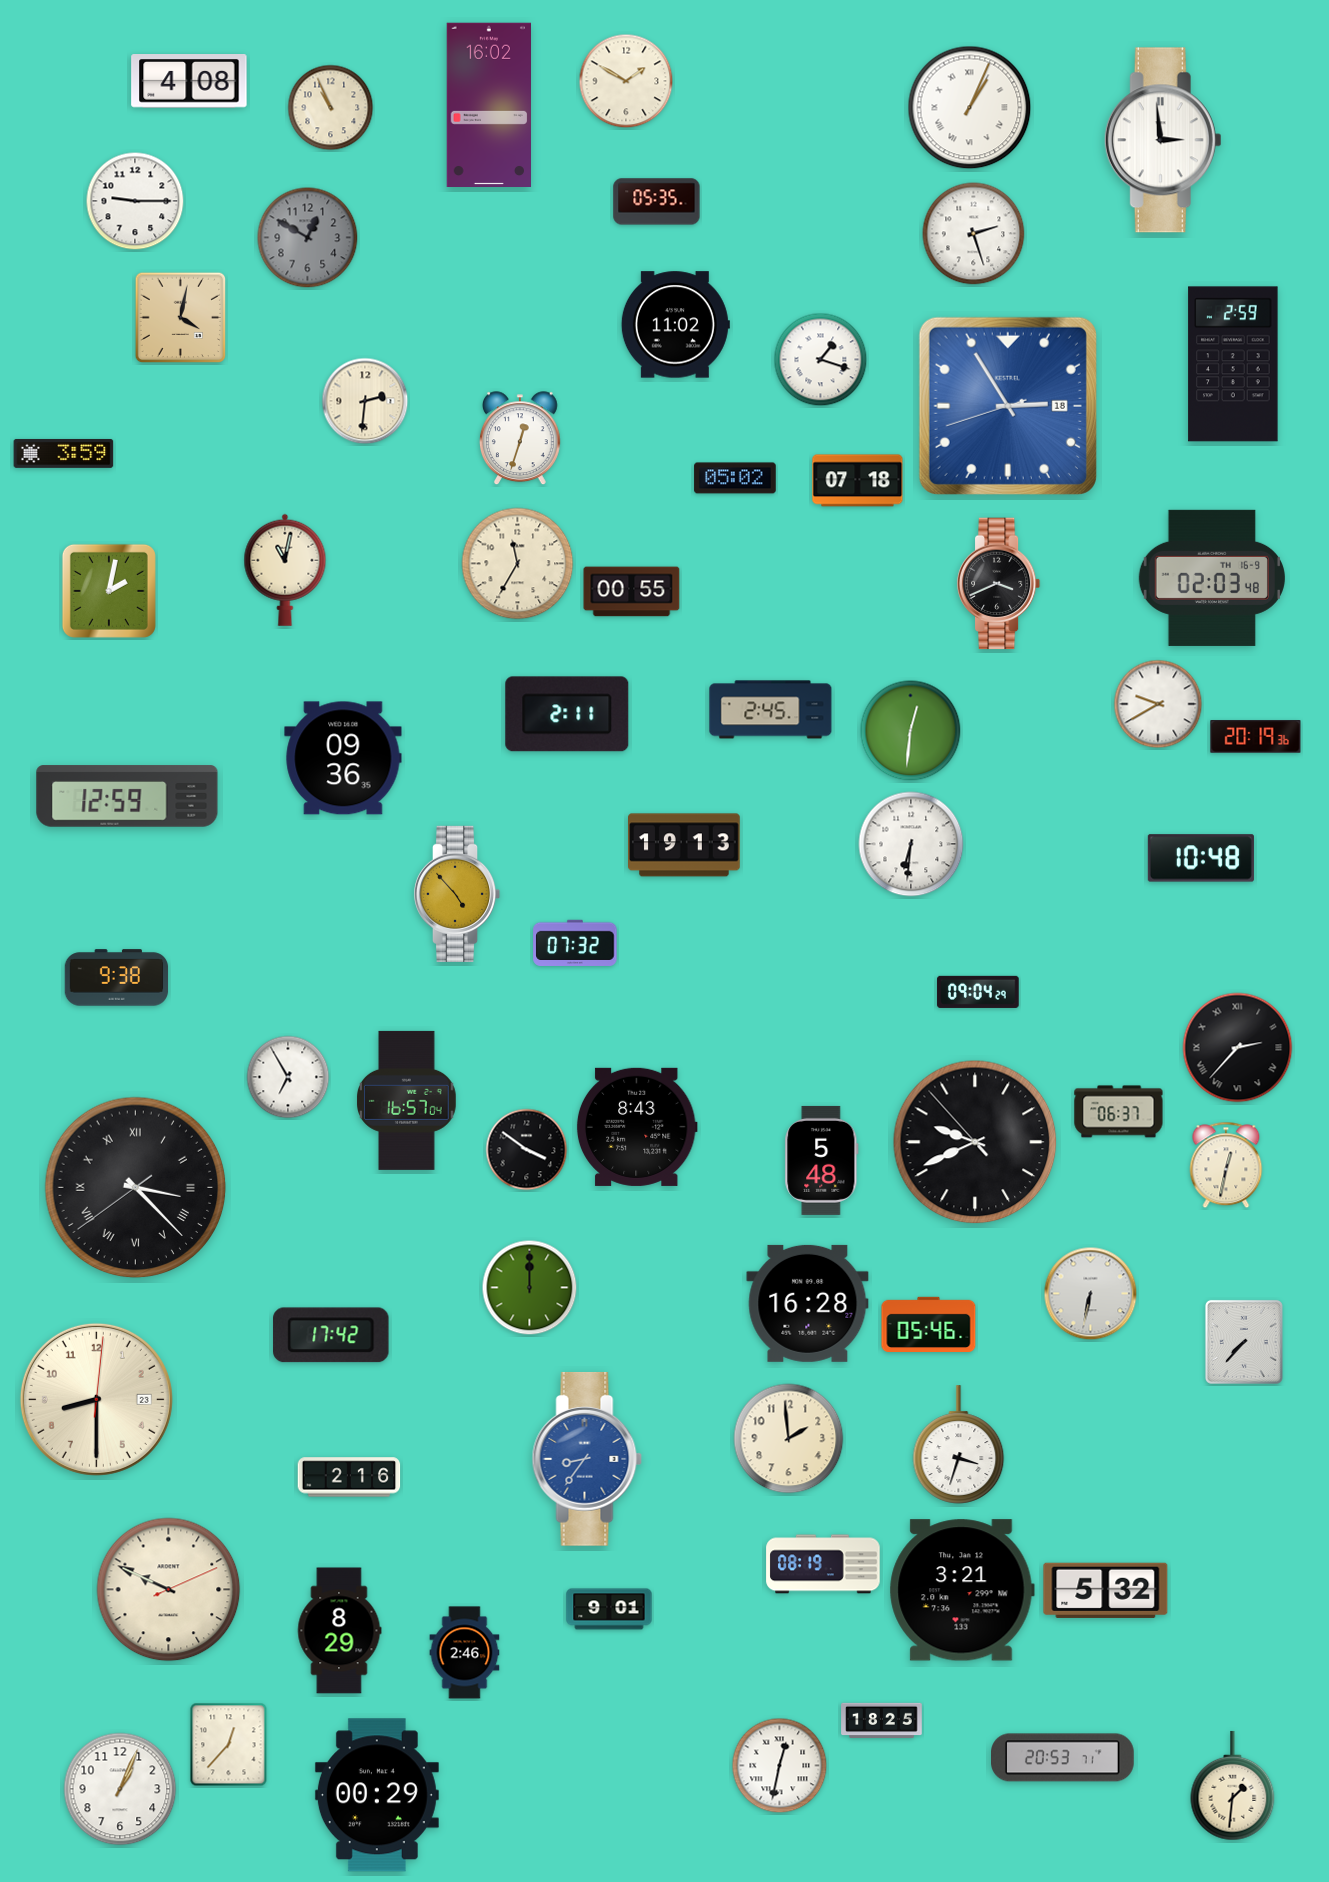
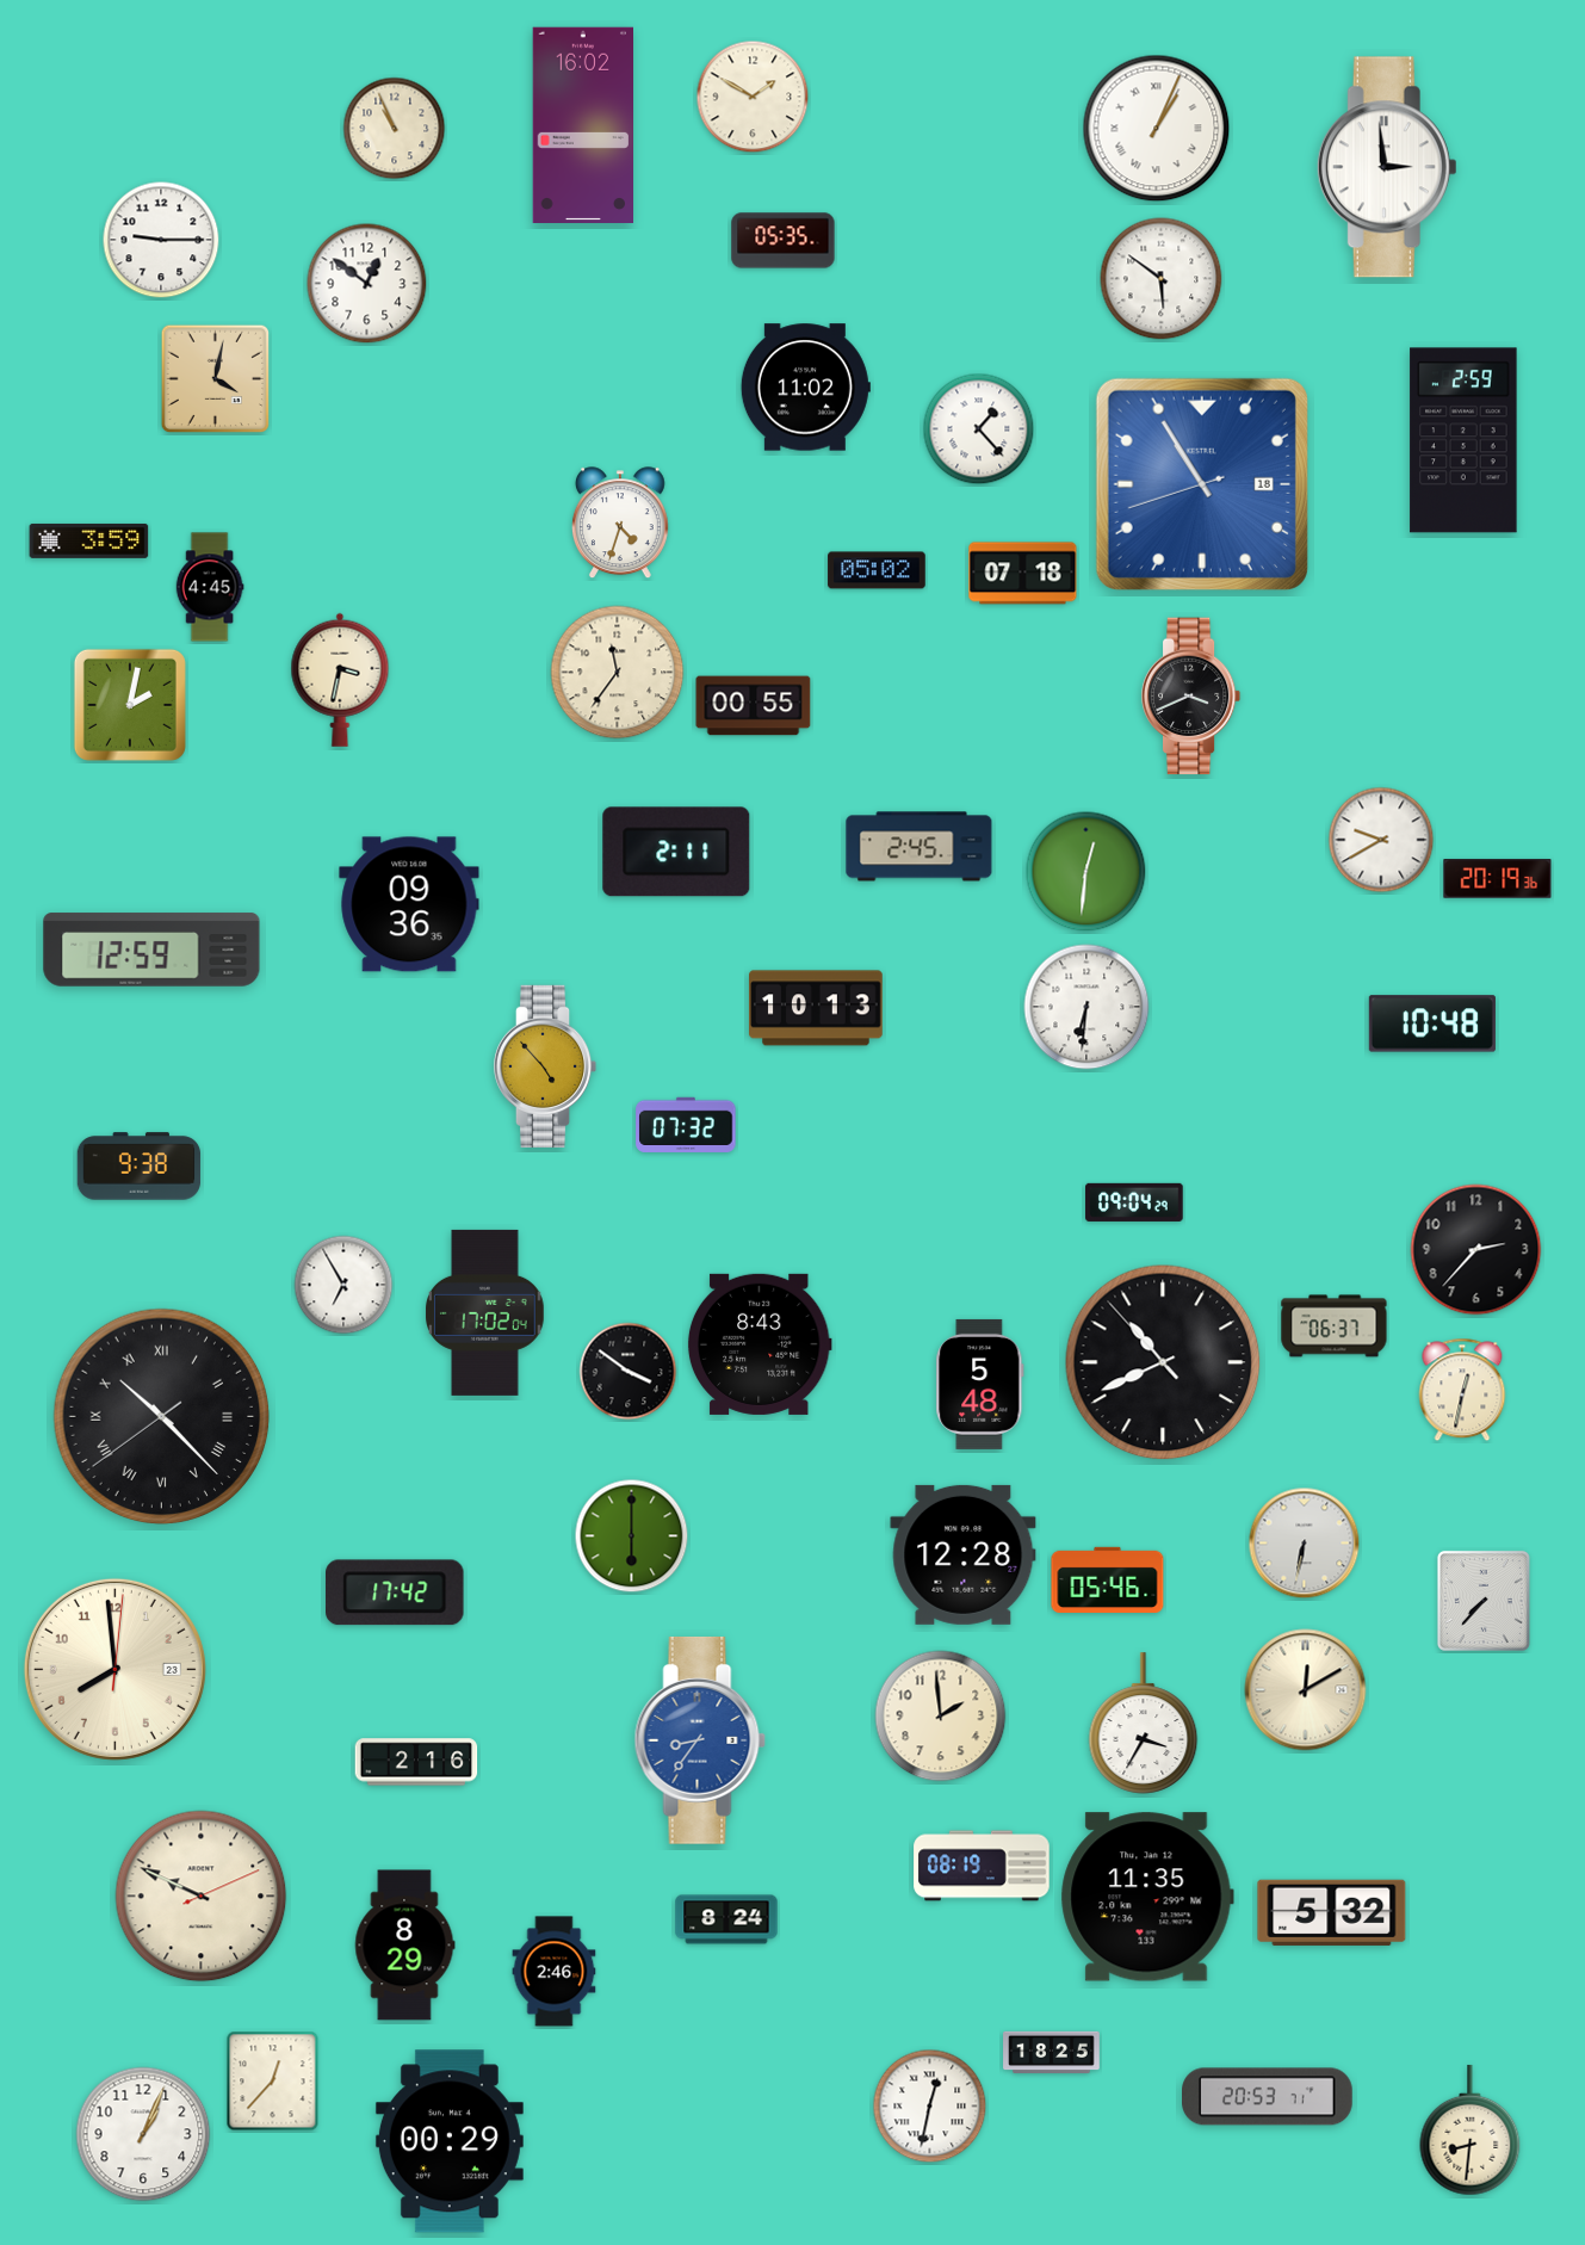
clock at (626, 81) position: (626, 81) -> (753, 97)
clock at (189, 82): 4:08 -> none
clock at (974, 234): 2:27 -> 5:51
clock at (308, 238): 12:50 -> 12:51
clock at (308, 238) dial: grey -> white
clock at (821, 360): 1:18 -> 1:23
clock at (1233, 364) position: (1233, 364) -> (1463, 440)
clock at (365, 401): 2:31 -> none
clock at (1008, 406): 2:54 -> 10:54
clock at (520, 439): 12:33 -> 4:33
clock at (64, 453) position: (64, 453) -> (89, 540)
clock at (210, 587): none -> 4:45
clock at (518, 564): 11:35 -> 11:36
clock at (285, 570): 11:02 -> 3:32
clock at (1212, 578): 02:03 -> none
clock at (685, 845): 19:13 -> 10:13
clock at (978, 992) position: (978, 992) -> (1134, 1202)
clock at (1238, 1048) numerals: Roman -> Arabic
clock at (407, 1100): 16:57 -> 17:02
clock at (975, 1142): 9:40 -> 10:40
clock at (136, 1188): 3:22 -> 10:22
clock at (530, 1288): 12:00 -> 6:00
clock at (1091, 1294) position: (1091, 1294) -> (1305, 1544)
clock at (808, 1303): 16:28 -> 12:28
clock at (96, 1399): 8:30 -> 7:59
clock at (1306, 1690): none -> 12:10
clock at (959, 1445): 3:33 -> 3:35
clock at (962, 1590): 3:21 -> 11:35
clock at (1106, 1590) position: (1106, 1590) -> (1332, 1912)
clock at (609, 1609): 9:01 -> 8:24
clock at (1233, 1786): 1:31 -> 8:31
